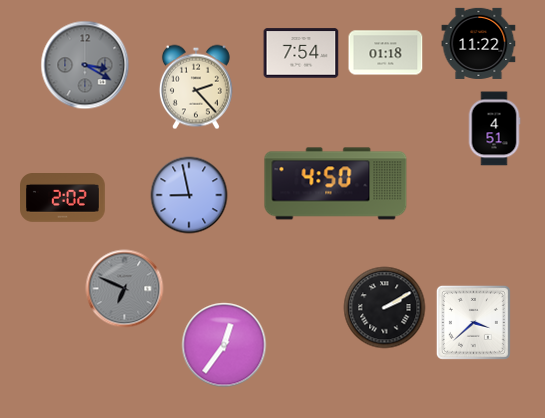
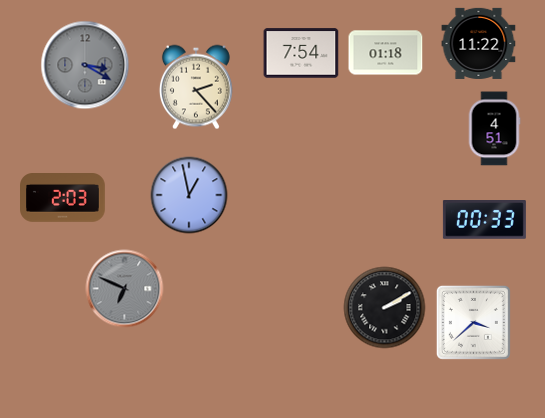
clock at (336, 184): 4:50 -> none
clock at (189, 195): 8:58 -> 12:58
clock at (63, 198): 2:02 -> 2:03
clock at (484, 220): none -> 00:33
clock at (224, 345): 12:36 -> none
